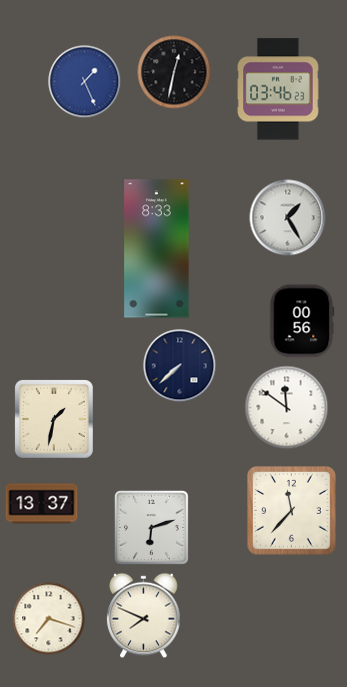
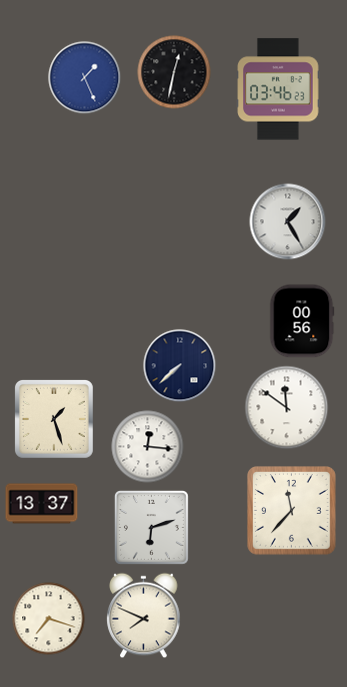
clock at (85, 82) position: (85, 82) -> (85, 78)
clock at (288, 218) position: (288, 218) -> (288, 222)
clock at (157, 249): 8:33 -> none
clock at (54, 419): 1:32 -> 1:27
clock at (148, 447): none -> 12:16
